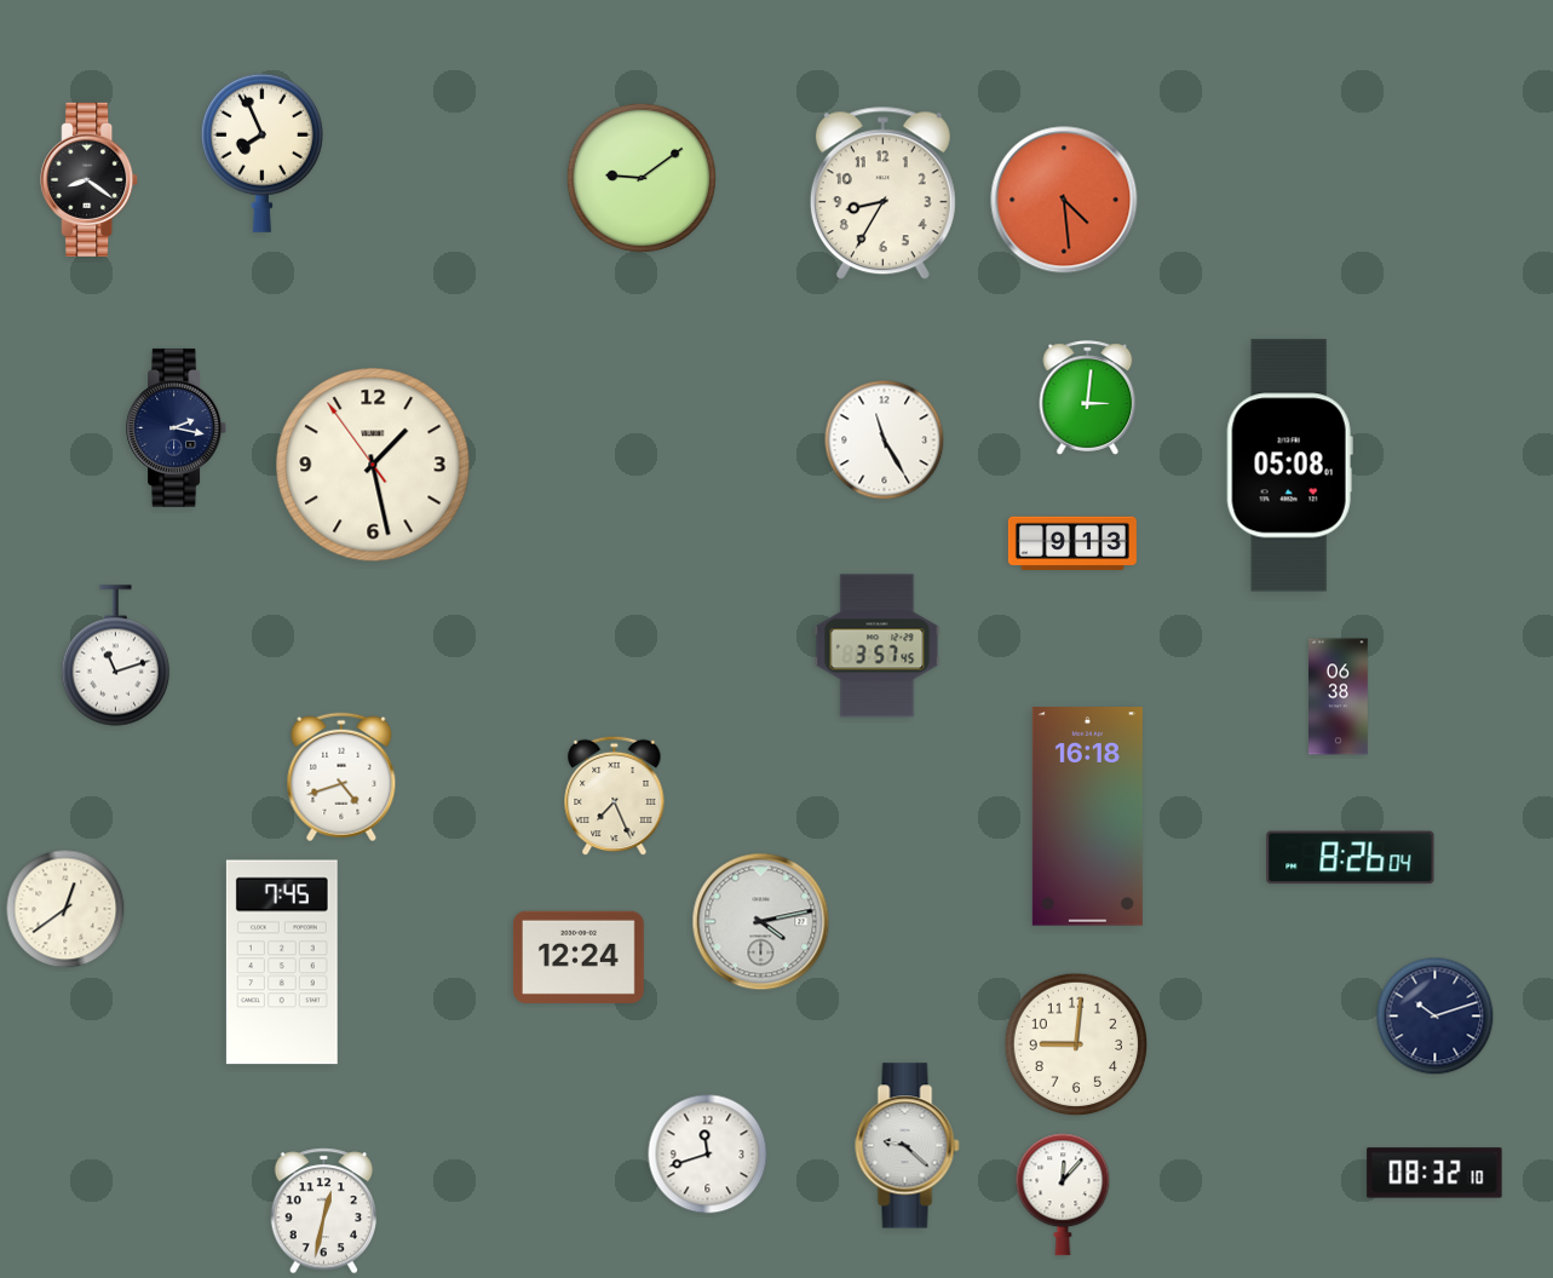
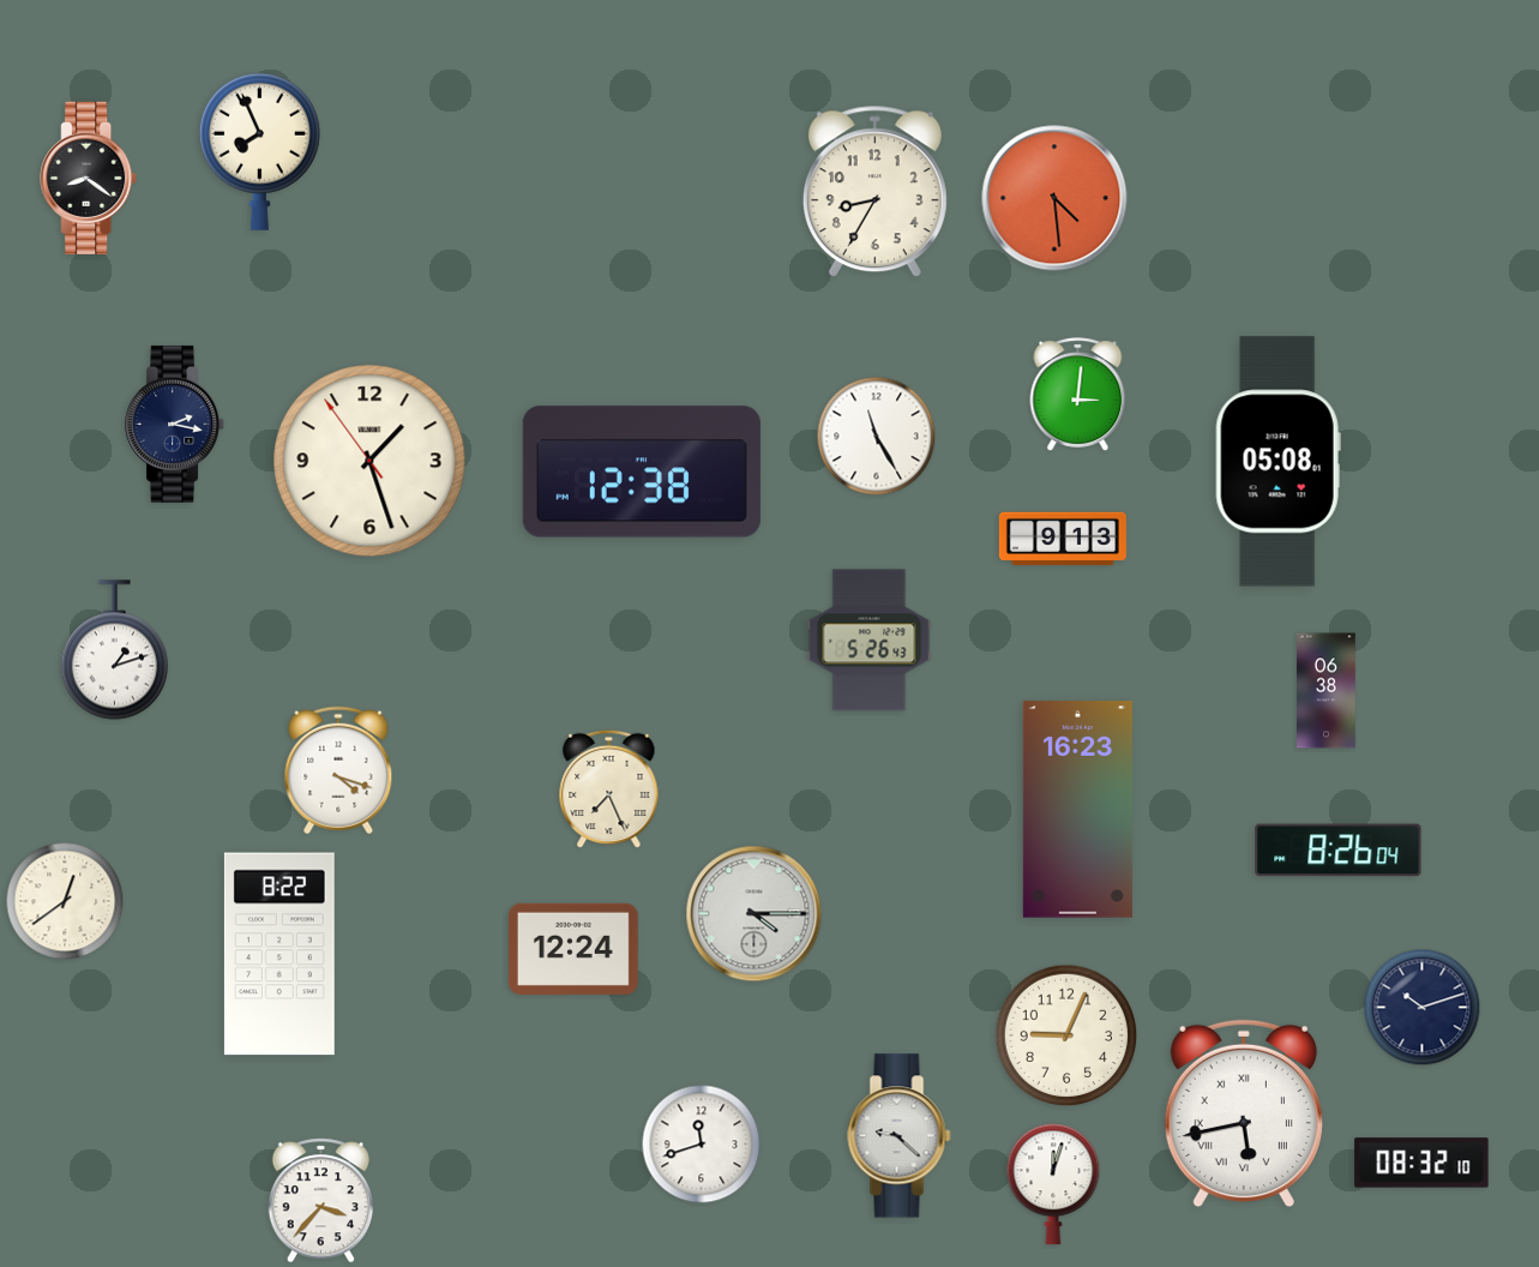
clock at (642, 178): 9:09 -> none
clock at (373, 465): 1:27 -> 1:26
clock at (642, 472): none -> 12:38
clock at (878, 646): 3:57 -> 5:26
clock at (115, 656): 11:12 -> 1:12
clock at (341, 777): 4:42 -> 4:18
clock at (1087, 817): 16:18 -> 16:23
clock at (761, 922): 4:13 -> 4:15
clock at (282, 962): 7:45 -> 8:22
clock at (1076, 1044): 9:01 -> 9:04
clock at (1244, 1113): none -> 5:43
clock at (1063, 1194): 12:07 -> 12:03
clock at (324, 1211): 12:32 -> 3:37
